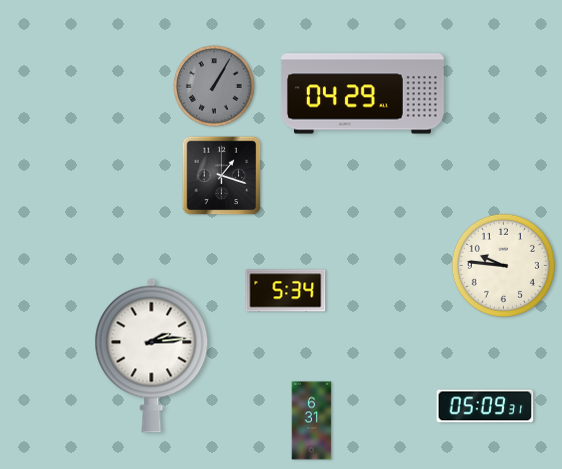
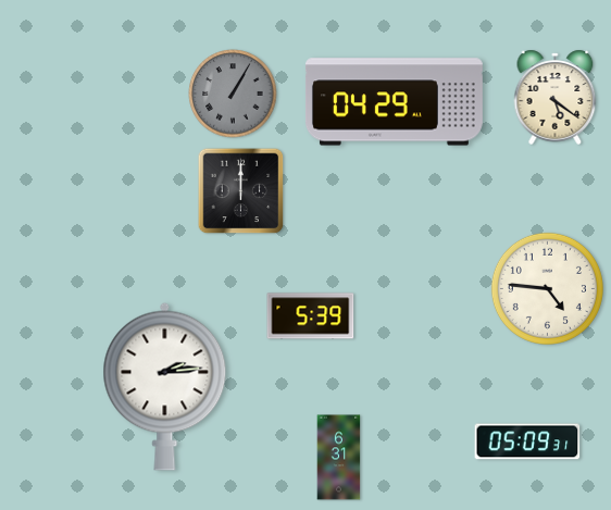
clock at (556, 97): none -> 5:21
clock at (222, 176): 1:18 -> 12:00
clock at (503, 265): 9:46 -> 4:46
clock at (286, 291): 5:34 -> 5:39
